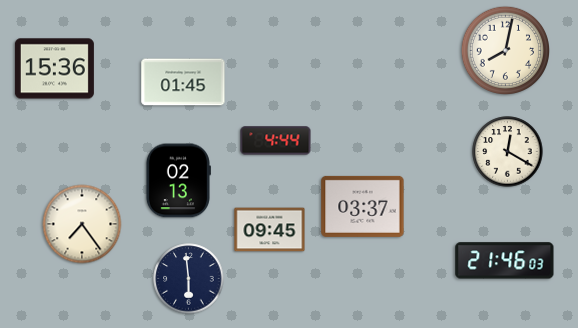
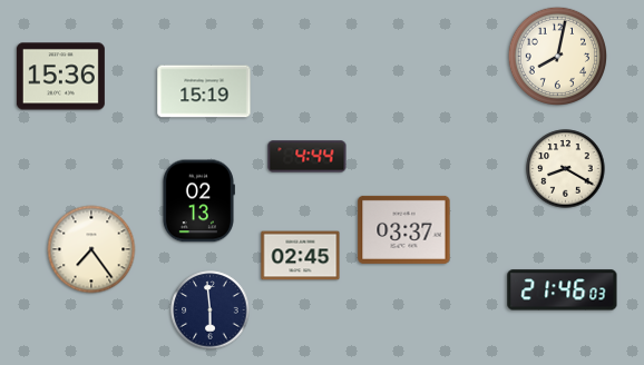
clock at (505, 50) position: (505, 50) -> (557, 56)
clock at (183, 82): 01:45 -> 15:19
clock at (508, 152): 12:20 -> 8:20
clock at (270, 230): 09:45 -> 02:45
